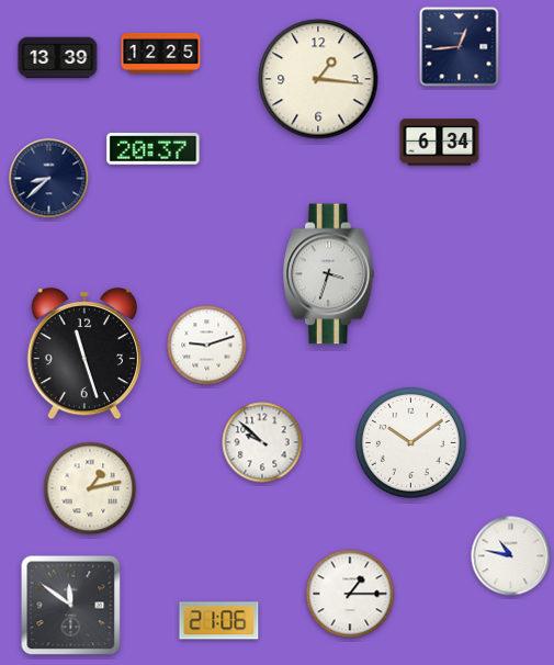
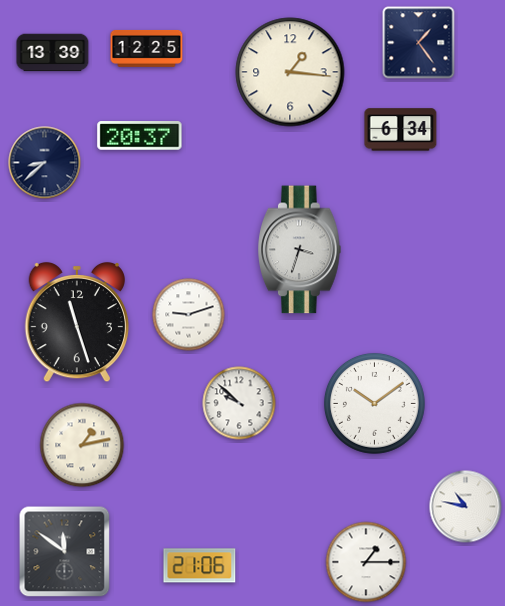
clock at (460, 47): 12:44 -> 1:24
clock at (350, 594) position: (350, 594) -> (366, 562)
